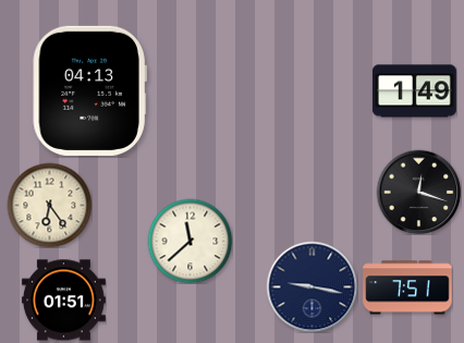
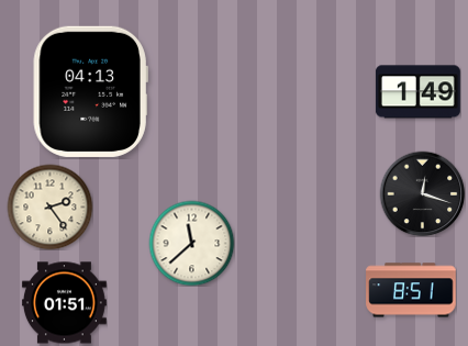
clock at (49, 205): 6:24 -> 2:24
clock at (312, 286): 9:17 -> none
clock at (407, 287): 7:51 -> 8:51
